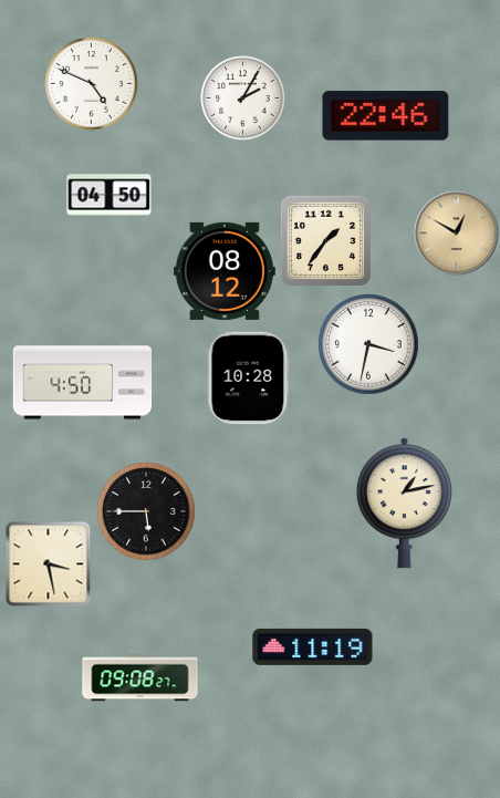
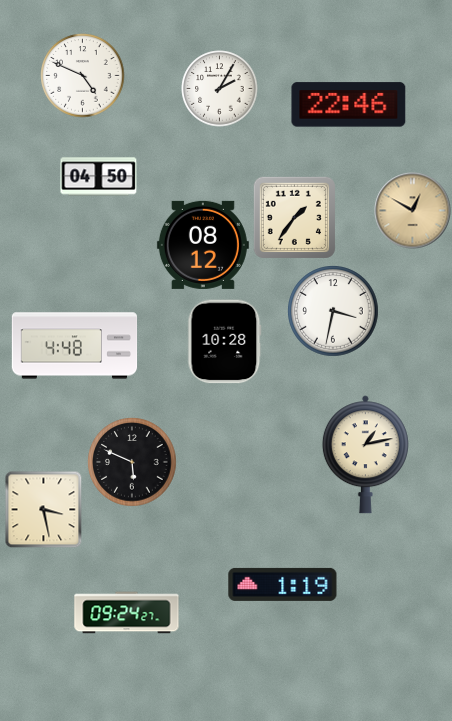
clock at (83, 383): 4:50 -> 4:48
clock at (146, 511): 5:45 -> 5:49
clock at (313, 646): 11:19 -> 1:19
clock at (140, 678): 09:08 -> 09:24
